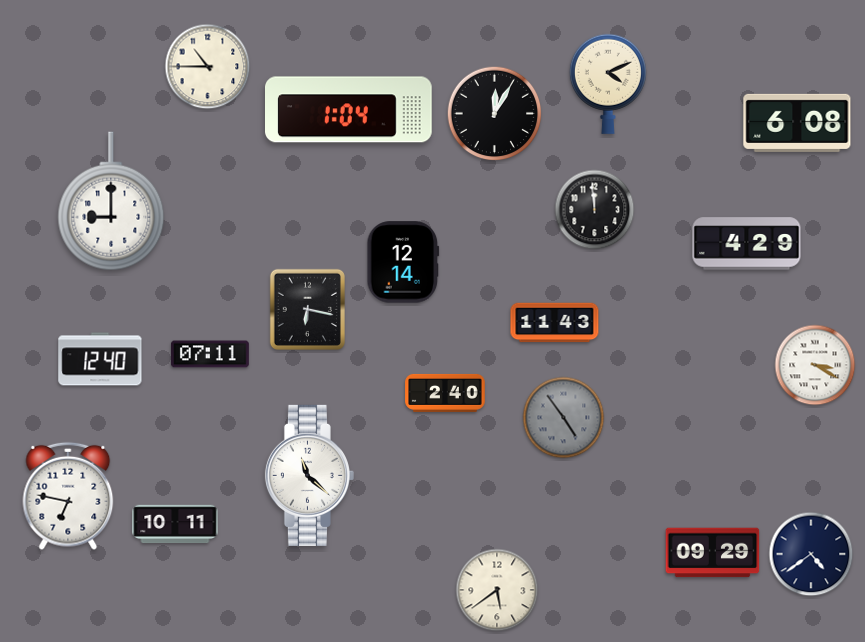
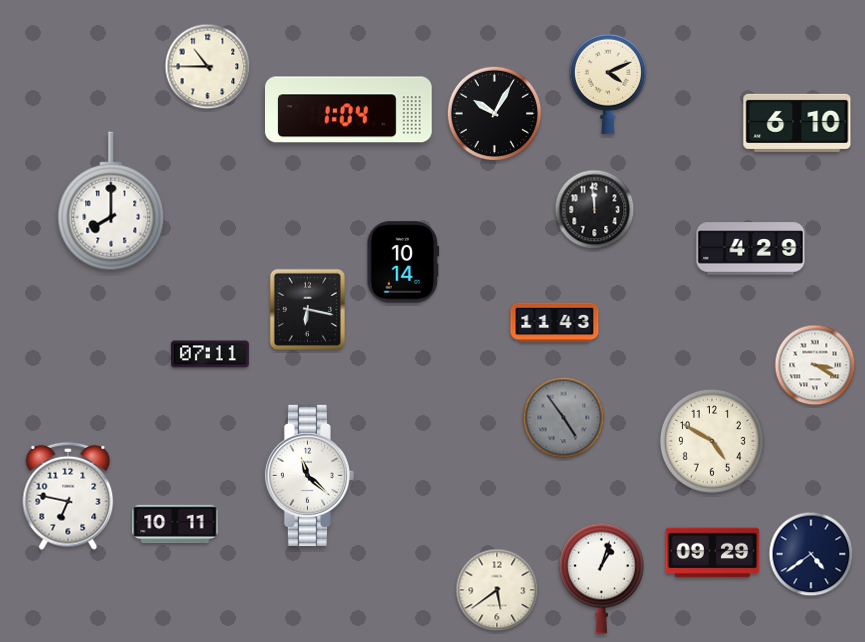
clock at (495, 114): 12:05 -> 10:05
clock at (797, 123): 6:08 -> 6:10
clock at (111, 201): 9:00 -> 8:00
clock at (747, 244) position: (747, 244) -> (751, 249)
clock at (403, 262): 12:14 -> 10:14
clock at (100, 359): 12:40 -> none
clock at (445, 393): 2:40 -> none
clock at (712, 441): none -> 4:50
clock at (601, 578): none -> 1:03
